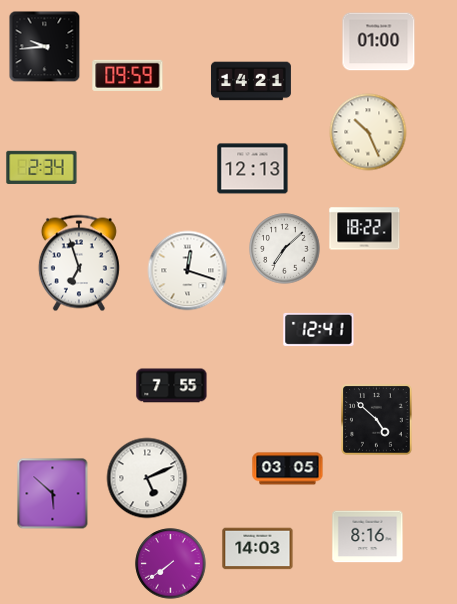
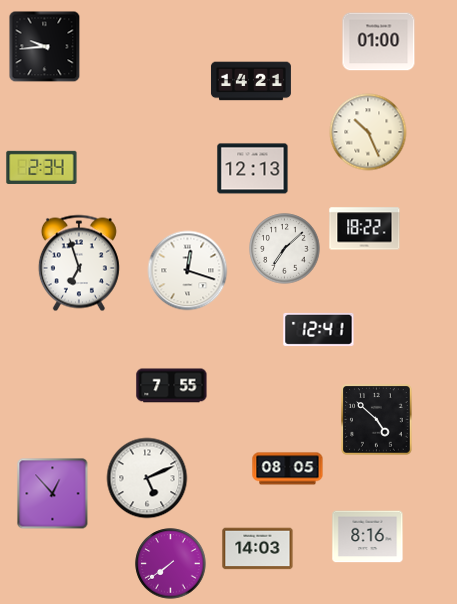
clock at (128, 75): 09:59 -> none
clock at (288, 469): 03:05 -> 08:05
clock at (53, 494): 5:52 -> 12:53
